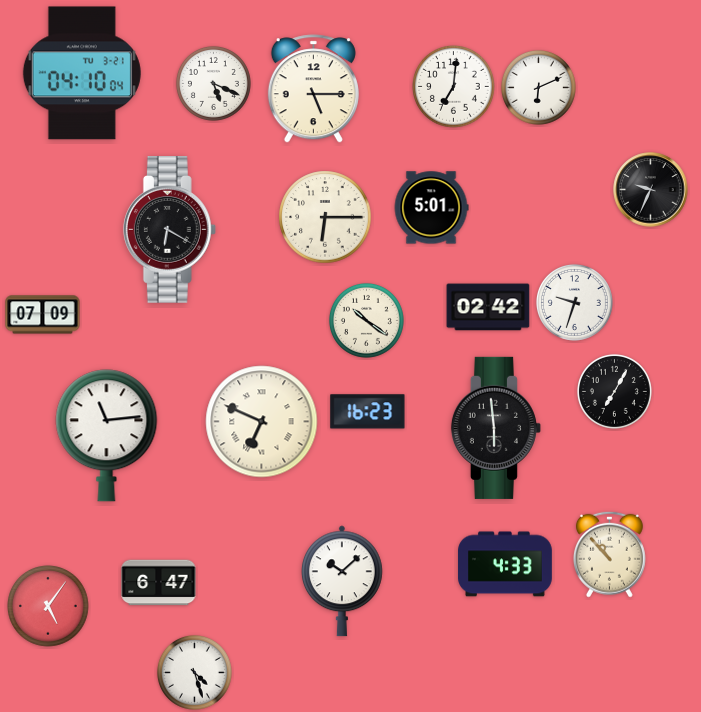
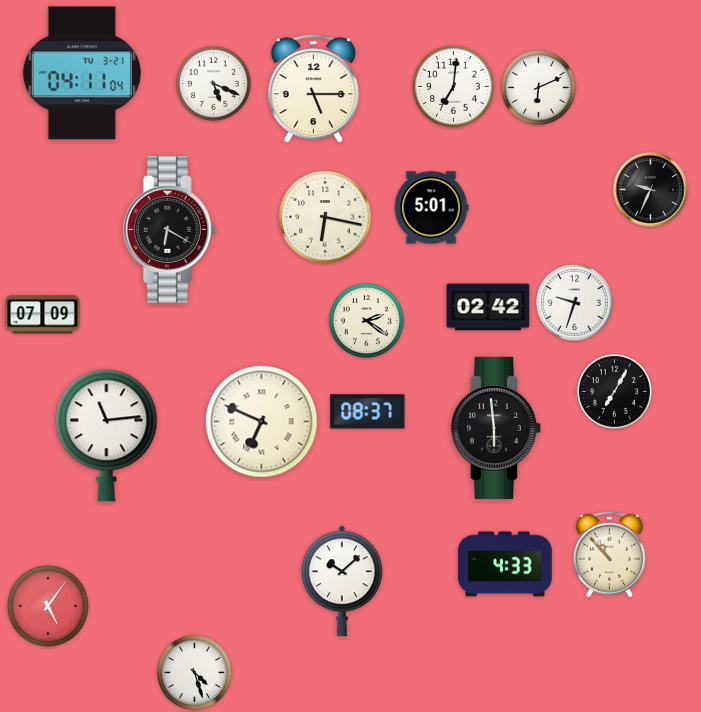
clock at (82, 73): 04:10 -> 04:11
clock at (325, 217): 6:15 -> 6:17
clock at (366, 320): 10:21 -> 2:21
clock at (368, 412): 16:23 -> 08:37
clock at (159, 583): 6:47 -> none
